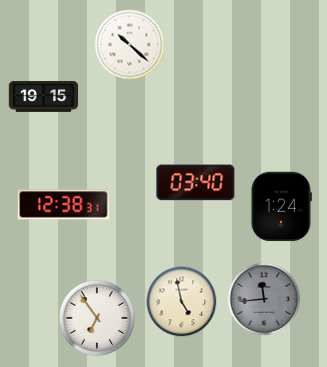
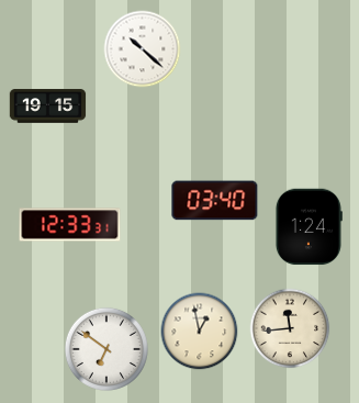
clock at (64, 205): 12:38 -> 12:33
clock at (264, 299) dial: grey -> cream
clock at (182, 302): 4:58 -> 12:58
clock at (97, 318): 6:54 -> 6:51
